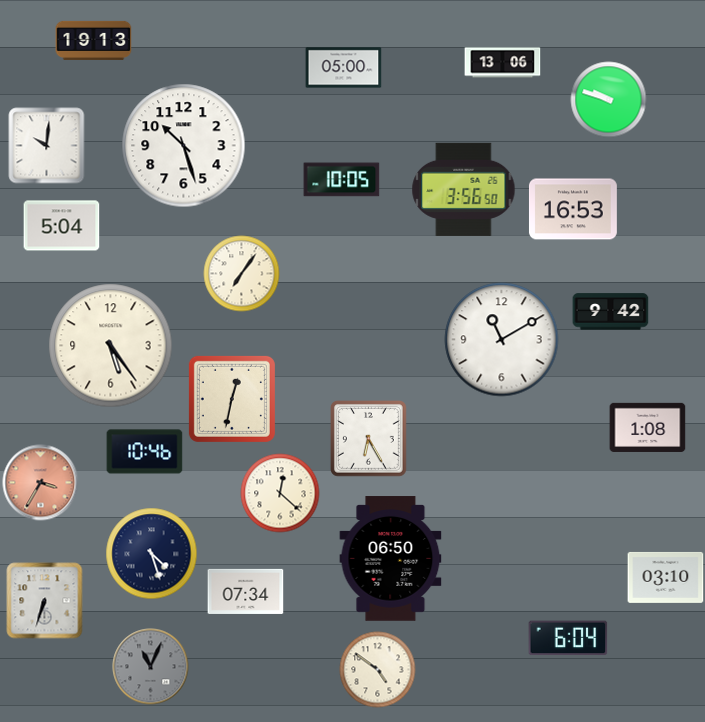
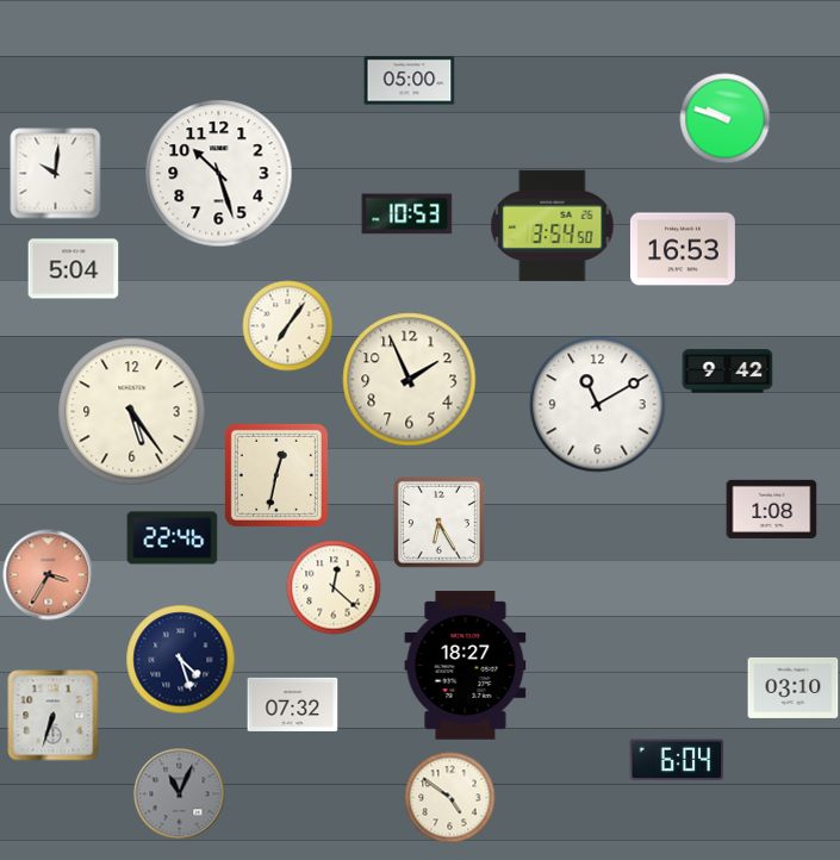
clock at (94, 40): 19:13 -> none
clock at (503, 63): 13:06 -> none
clock at (342, 180): 10:05 -> 10:53
clock at (464, 189): 3:56 -> 3:54
clock at (410, 380): none -> 1:56
clock at (145, 452): 10:46 -> 22:46
clock at (391, 559): 06:50 -> 18:27
clock at (246, 591): 07:34 -> 07:32
